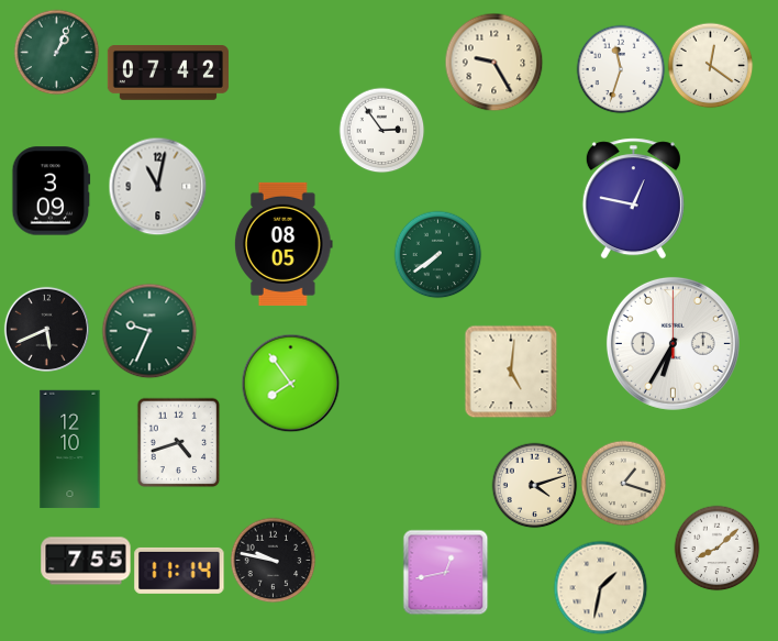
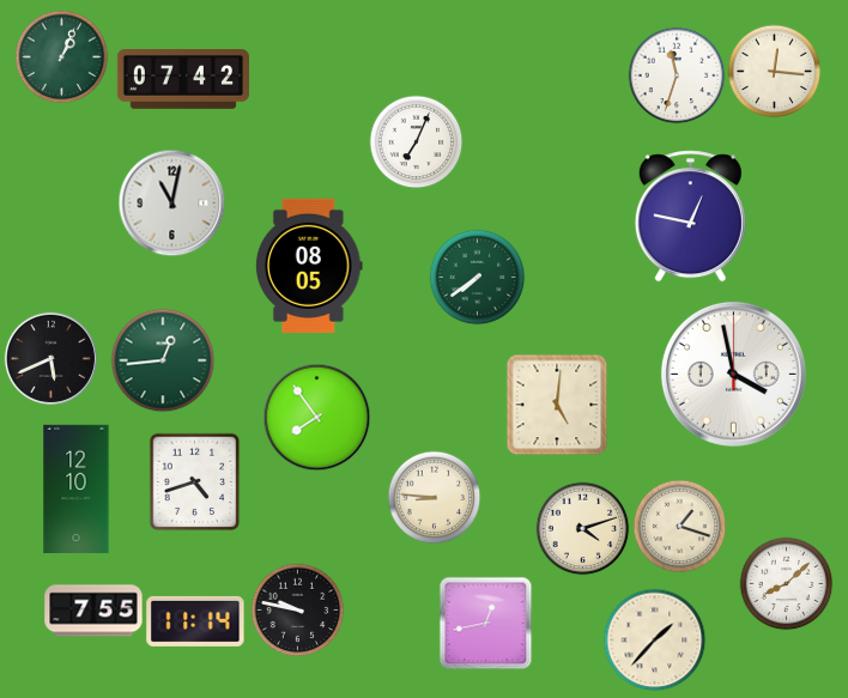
clock at (493, 62): 9:25 -> none
clock at (710, 65): 12:21 -> 12:16
clock at (381, 130): 2:54 -> 7:04
clock at (52, 191): 3:09 -> none
clock at (149, 331): 9:34 -> 12:44
clock at (673, 343): 6:35 -> 3:58
clock at (434, 497): none -> 8:46
clock at (716, 548) position: (716, 548) -> (786, 583)
clock at (600, 587): 1:32 -> 1:37
